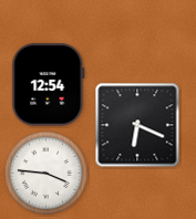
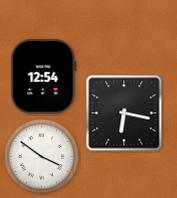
clock at (137, 125): 6:19 -> 6:17
clock at (45, 173): 3:46 -> 3:51
